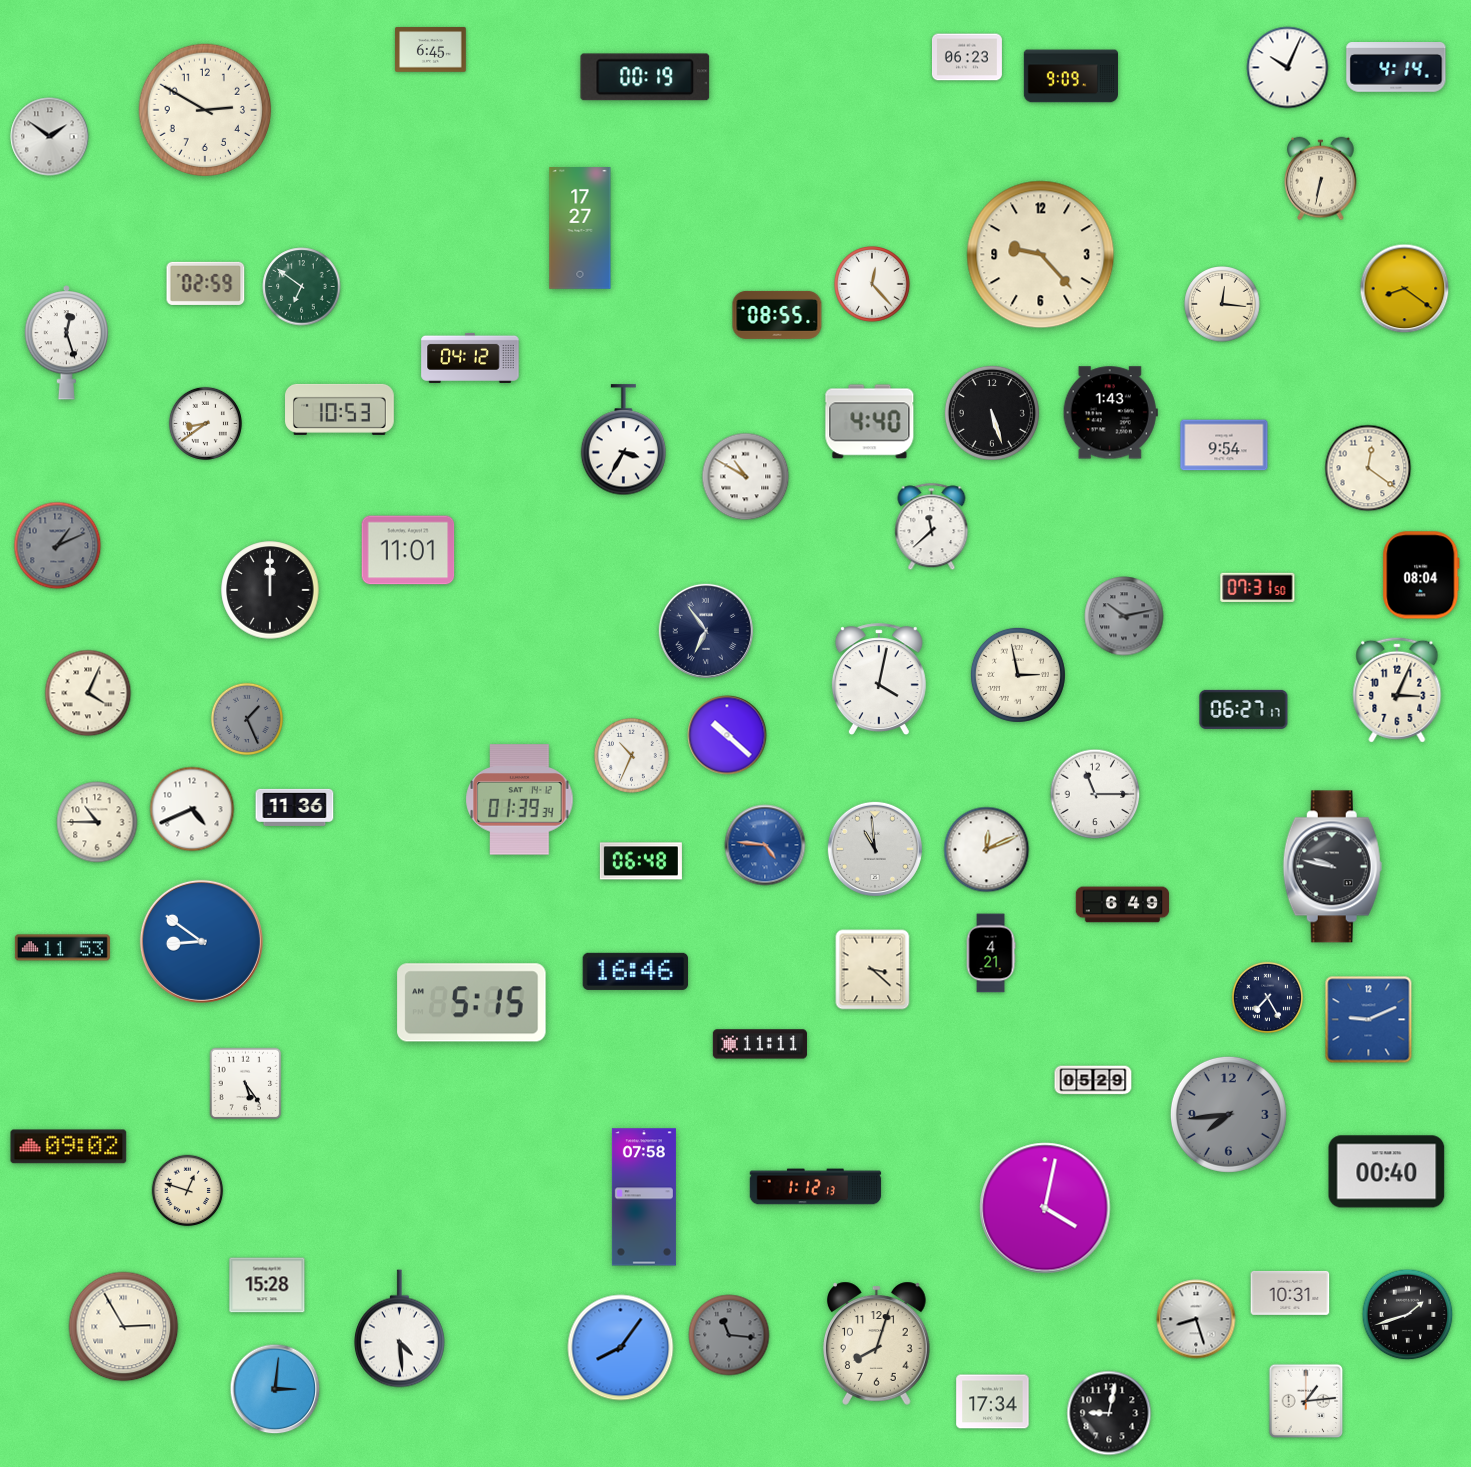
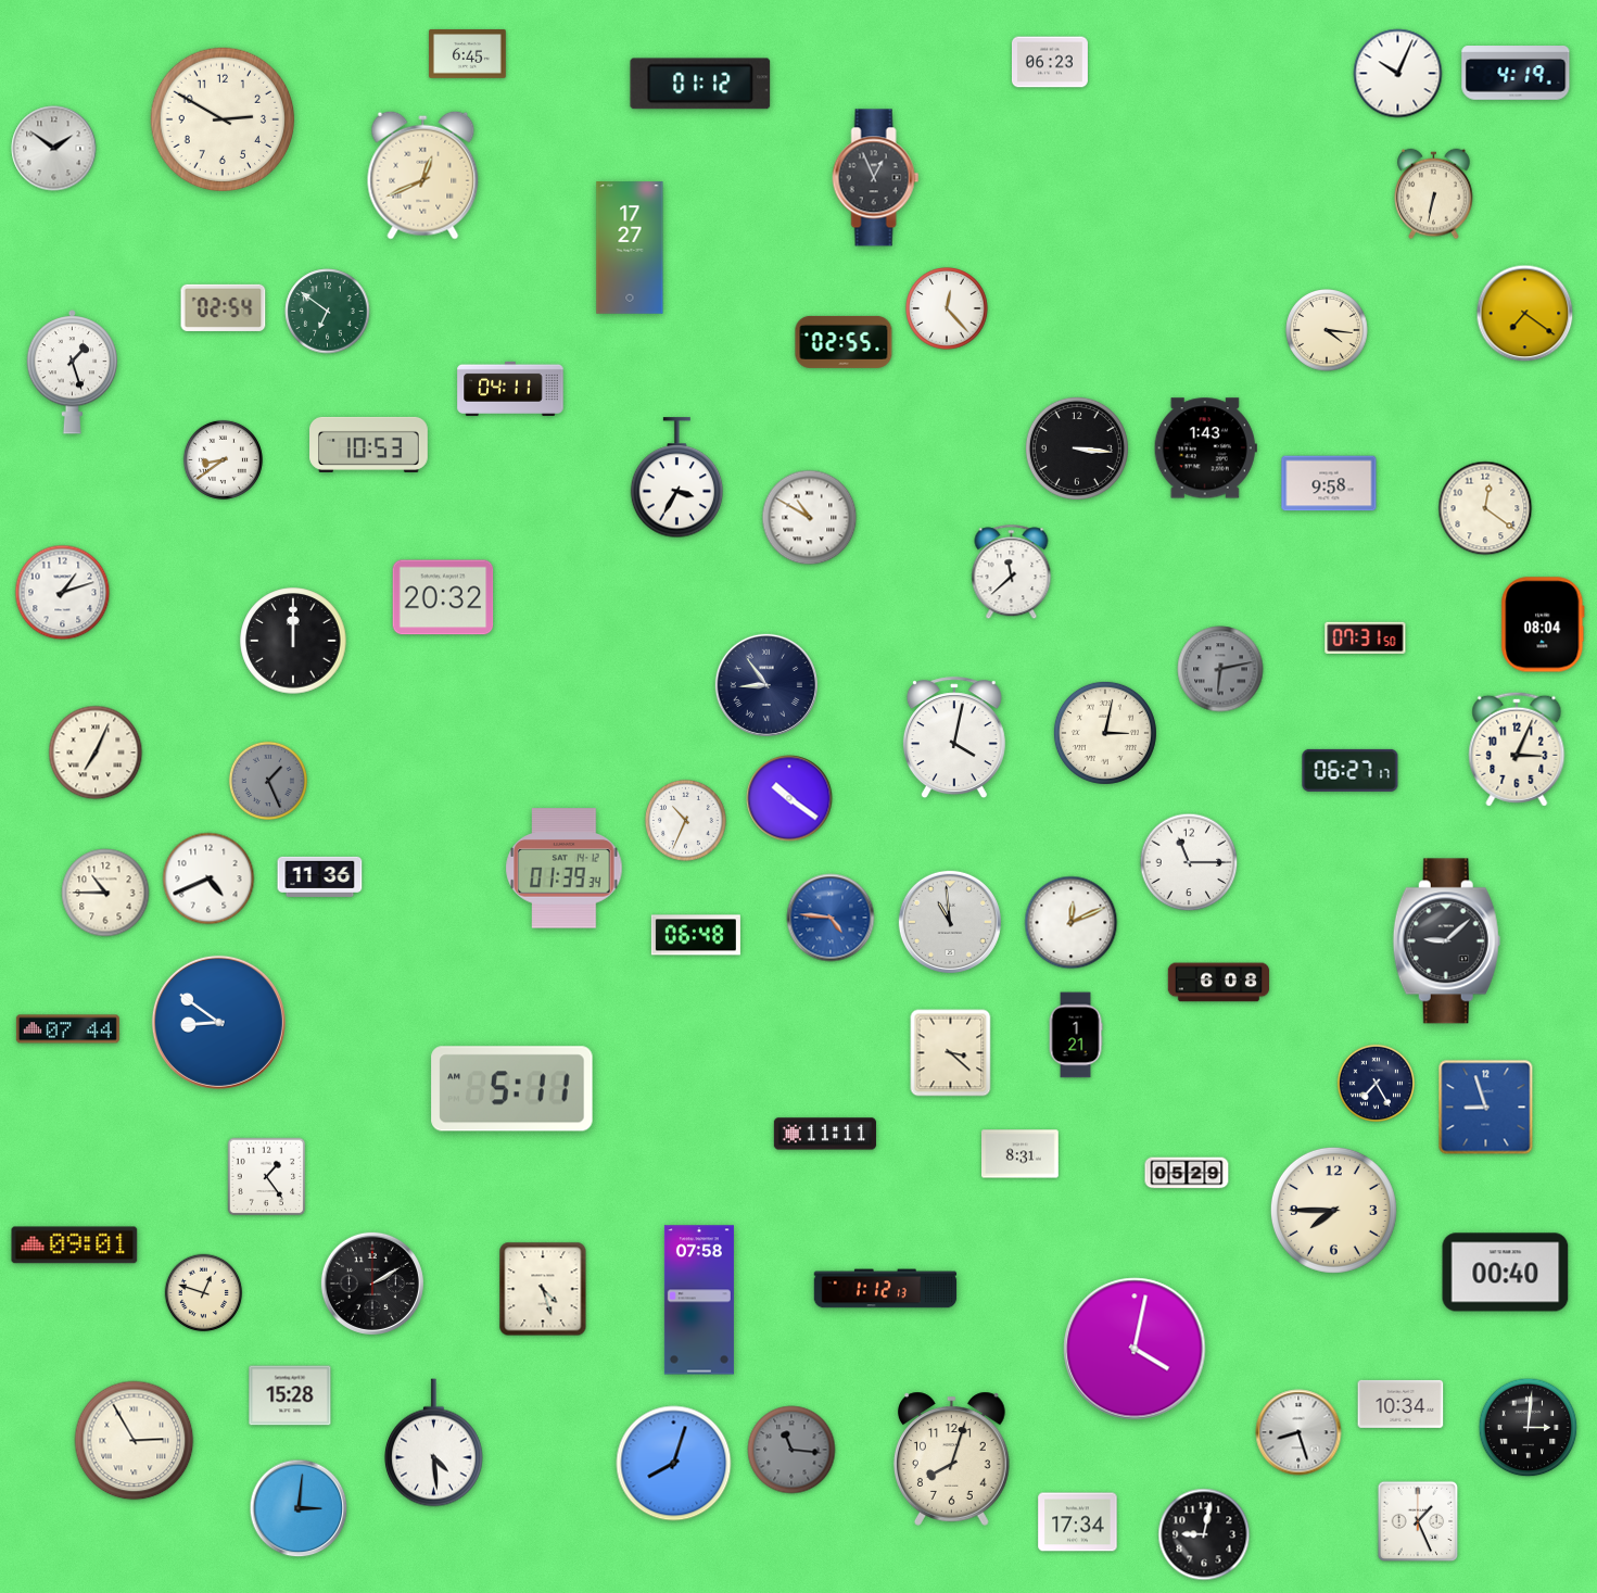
clock at (1396, 68): 4:14 -> 4:19
clock at (1071, 76): 9:09 -> none
clock at (645, 77): 00:19 -> 01:12
clock at (423, 175): none -> 12:41
clock at (876, 178): none -> 12:56
clock at (1041, 255): 9:23 -> none
clock at (206, 283): 02:59 -> 02:54
clock at (1405, 289): 8:21 -> 7:21
clock at (1222, 304): 12:16 -> 4:16
clock at (777, 315): 08:55 -> 02:55
clock at (66, 343): 12:27 -> 1:27
clock at (470, 358): 04:12 -> 04:11
clock at (992, 413): 5:27 -> 3:16
clock at (870, 422): 4:40 -> none
clock at (1224, 445): 9:54 -> 9:58
clock at (58, 546): 1:11 -> 1:12
clock at (58, 546) dial: grey -> white
clock at (408, 550): 11:01 -> 20:32
clock at (1124, 616): 10:13 -> 6:13
clock at (706, 631): 6:54 -> 8:54
clock at (1018, 675): 2:58 -> 3:02
clock at (88, 693): 4:04 -> 7:04
clock at (727, 735): 10:22 -> 10:21
clock at (1332, 867): 9:47 -> 9:08
clock at (1123, 905): 6:49 -> 6:08
clock at (62, 948): 11:53 -> 07:44
clock at (991, 953): 4:21 -> 1:21
clock at (873, 970) position: (873, 970) -> (951, 1053)
clock at (636, 971): 16:46 -> none
clock at (472, 1003): 5:15 -> 5:11
clock at (1369, 1020): 9:11 -> 8:57
clock at (1021, 1154): none -> 8:31
clock at (246, 1084): 5:24 -> 1:24
clock at (1228, 1114): 7:44 -> 7:45
clock at (1228, 1114) dial: grey -> cream
clock at (69, 1147): 09:02 -> 09:01
clock at (372, 1284): none -> 2:10
clock at (543, 1289): none -> 4:27
clock at (1045, 1208) position: (1045, 1208) -> (1135, 1349)
clock at (1290, 1293): 10:31 -> 10:34
clock at (1408, 1315): 1:42 -> 3:01
clock at (621, 1348): 8:06 -> 8:03
clock at (1306, 1401): 1:14 -> 1:26
